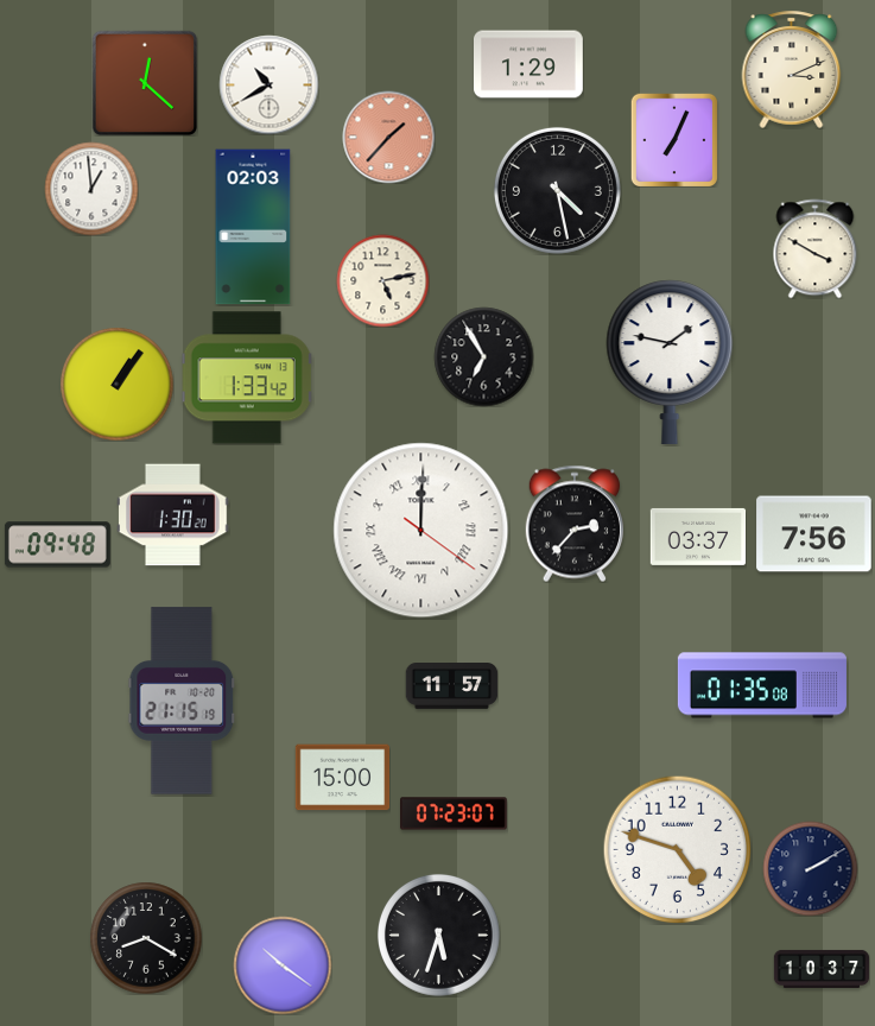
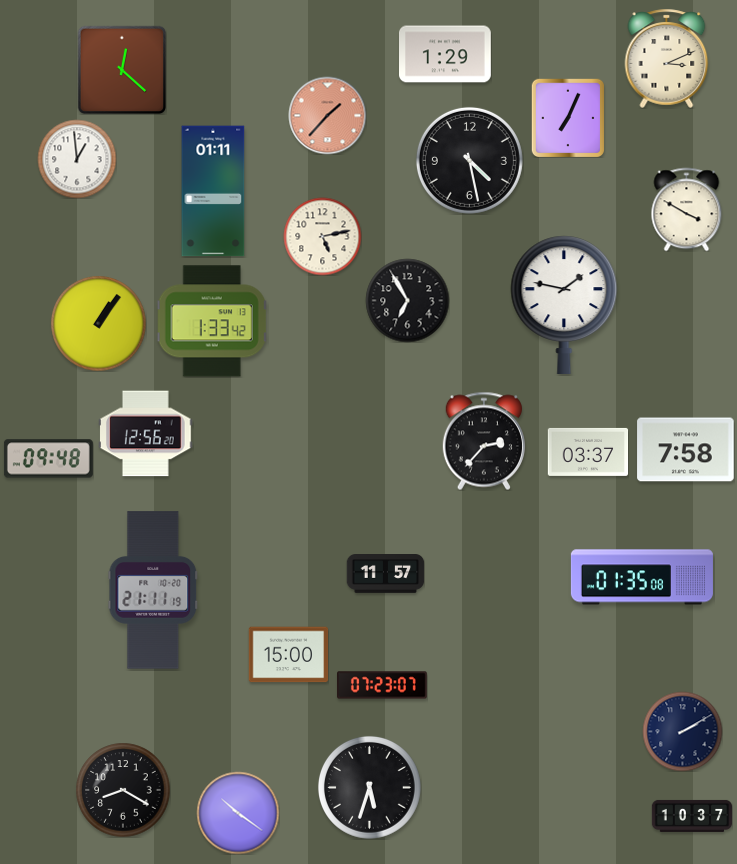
clock at (268, 84): 10:40 -> none
clock at (253, 227): 02:03 -> 01:11
clock at (247, 378) position: (247, 378) -> (212, 321)
clock at (173, 515): 1:30 -> 12:56
clock at (421, 531): 12:00 -> none
clock at (814, 534): 7:56 -> 7:58
clock at (451, 686) position: (451, 686) -> (385, 574)
clock at (182, 701): 21:15 -> 21:11
clock at (677, 849): 4:48 -> none
